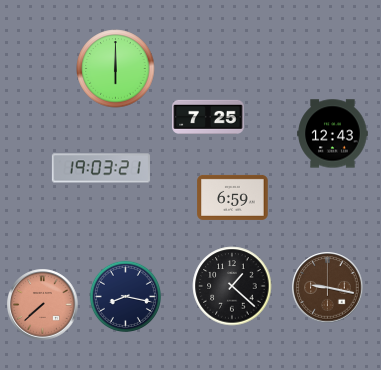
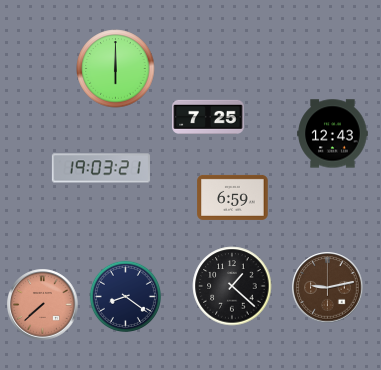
clock at (328, 288): 9:17 -> 9:13
clock at (125, 296): 8:17 -> 8:21
